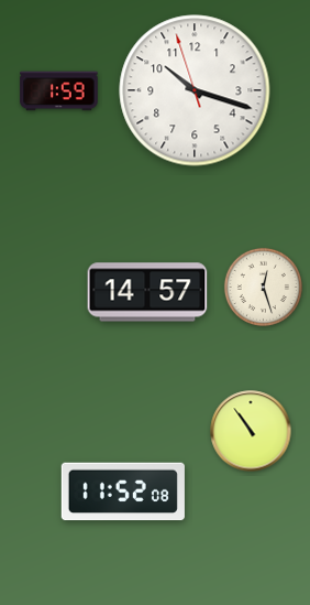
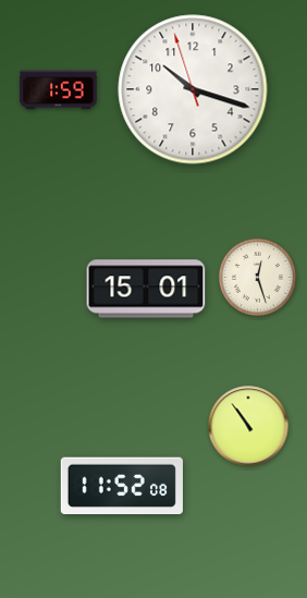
clock at (263, 287) position: (263, 287) -> (257, 277)
clock at (147, 292): 14:57 -> 15:01
